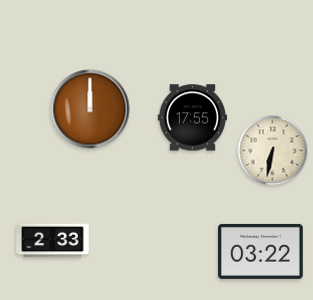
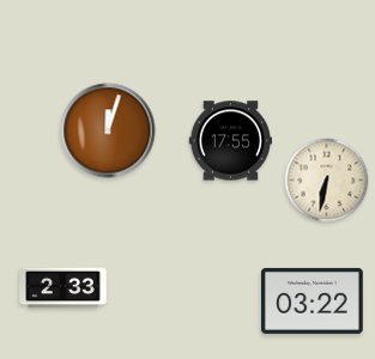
clock at (90, 109): 12:00 -> 12:03
